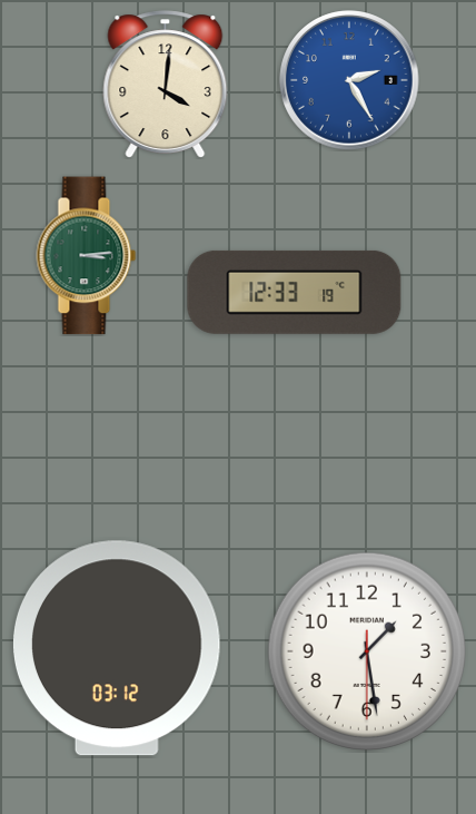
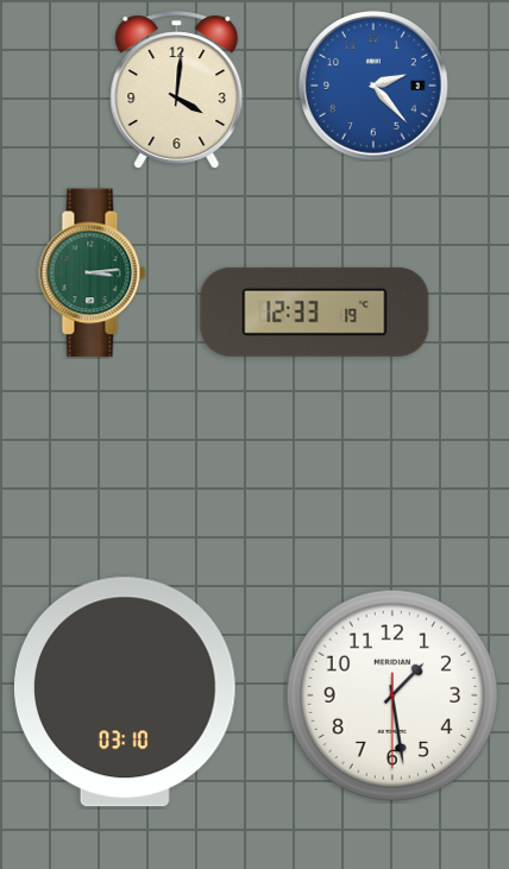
clock at (349, 80): 2:25 -> 2:23
clock at (117, 648): 03:12 -> 03:10
